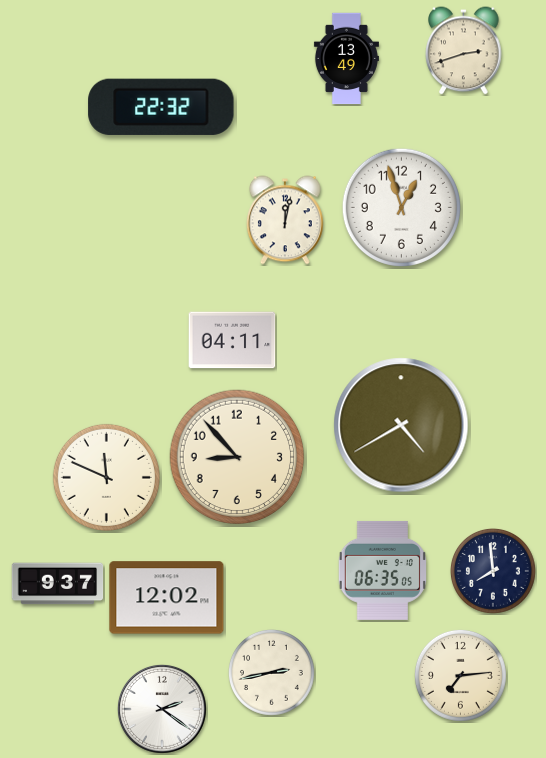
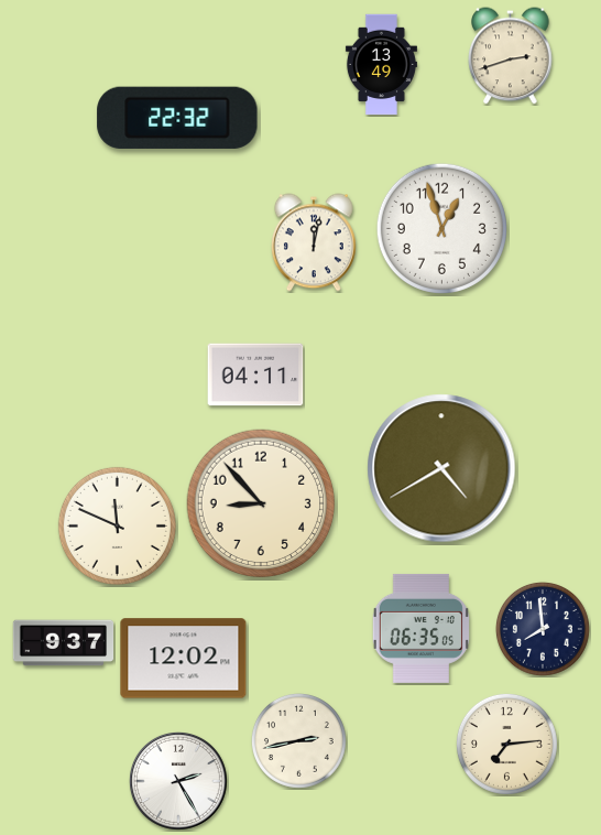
clock at (162, 709): 2:21 -> 2:25
